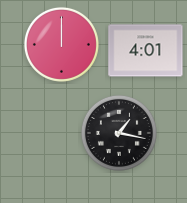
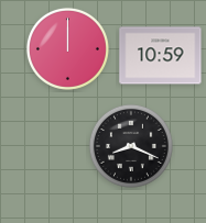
clock at (146, 51): 4:01 -> 10:59
clock at (119, 133): 1:17 -> 8:19
